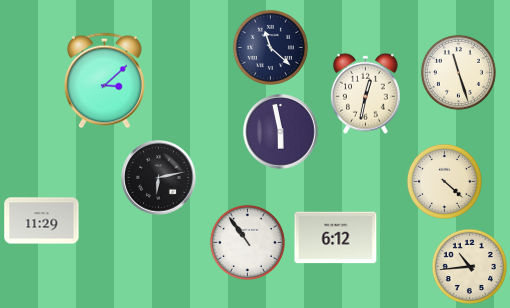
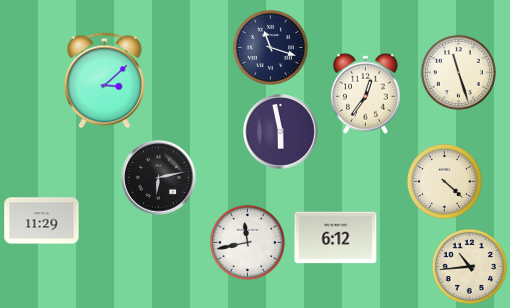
clock at (270, 47): 11:22 -> 11:18
clock at (365, 93): 12:32 -> 12:36
clock at (247, 242): 10:54 -> 11:43
